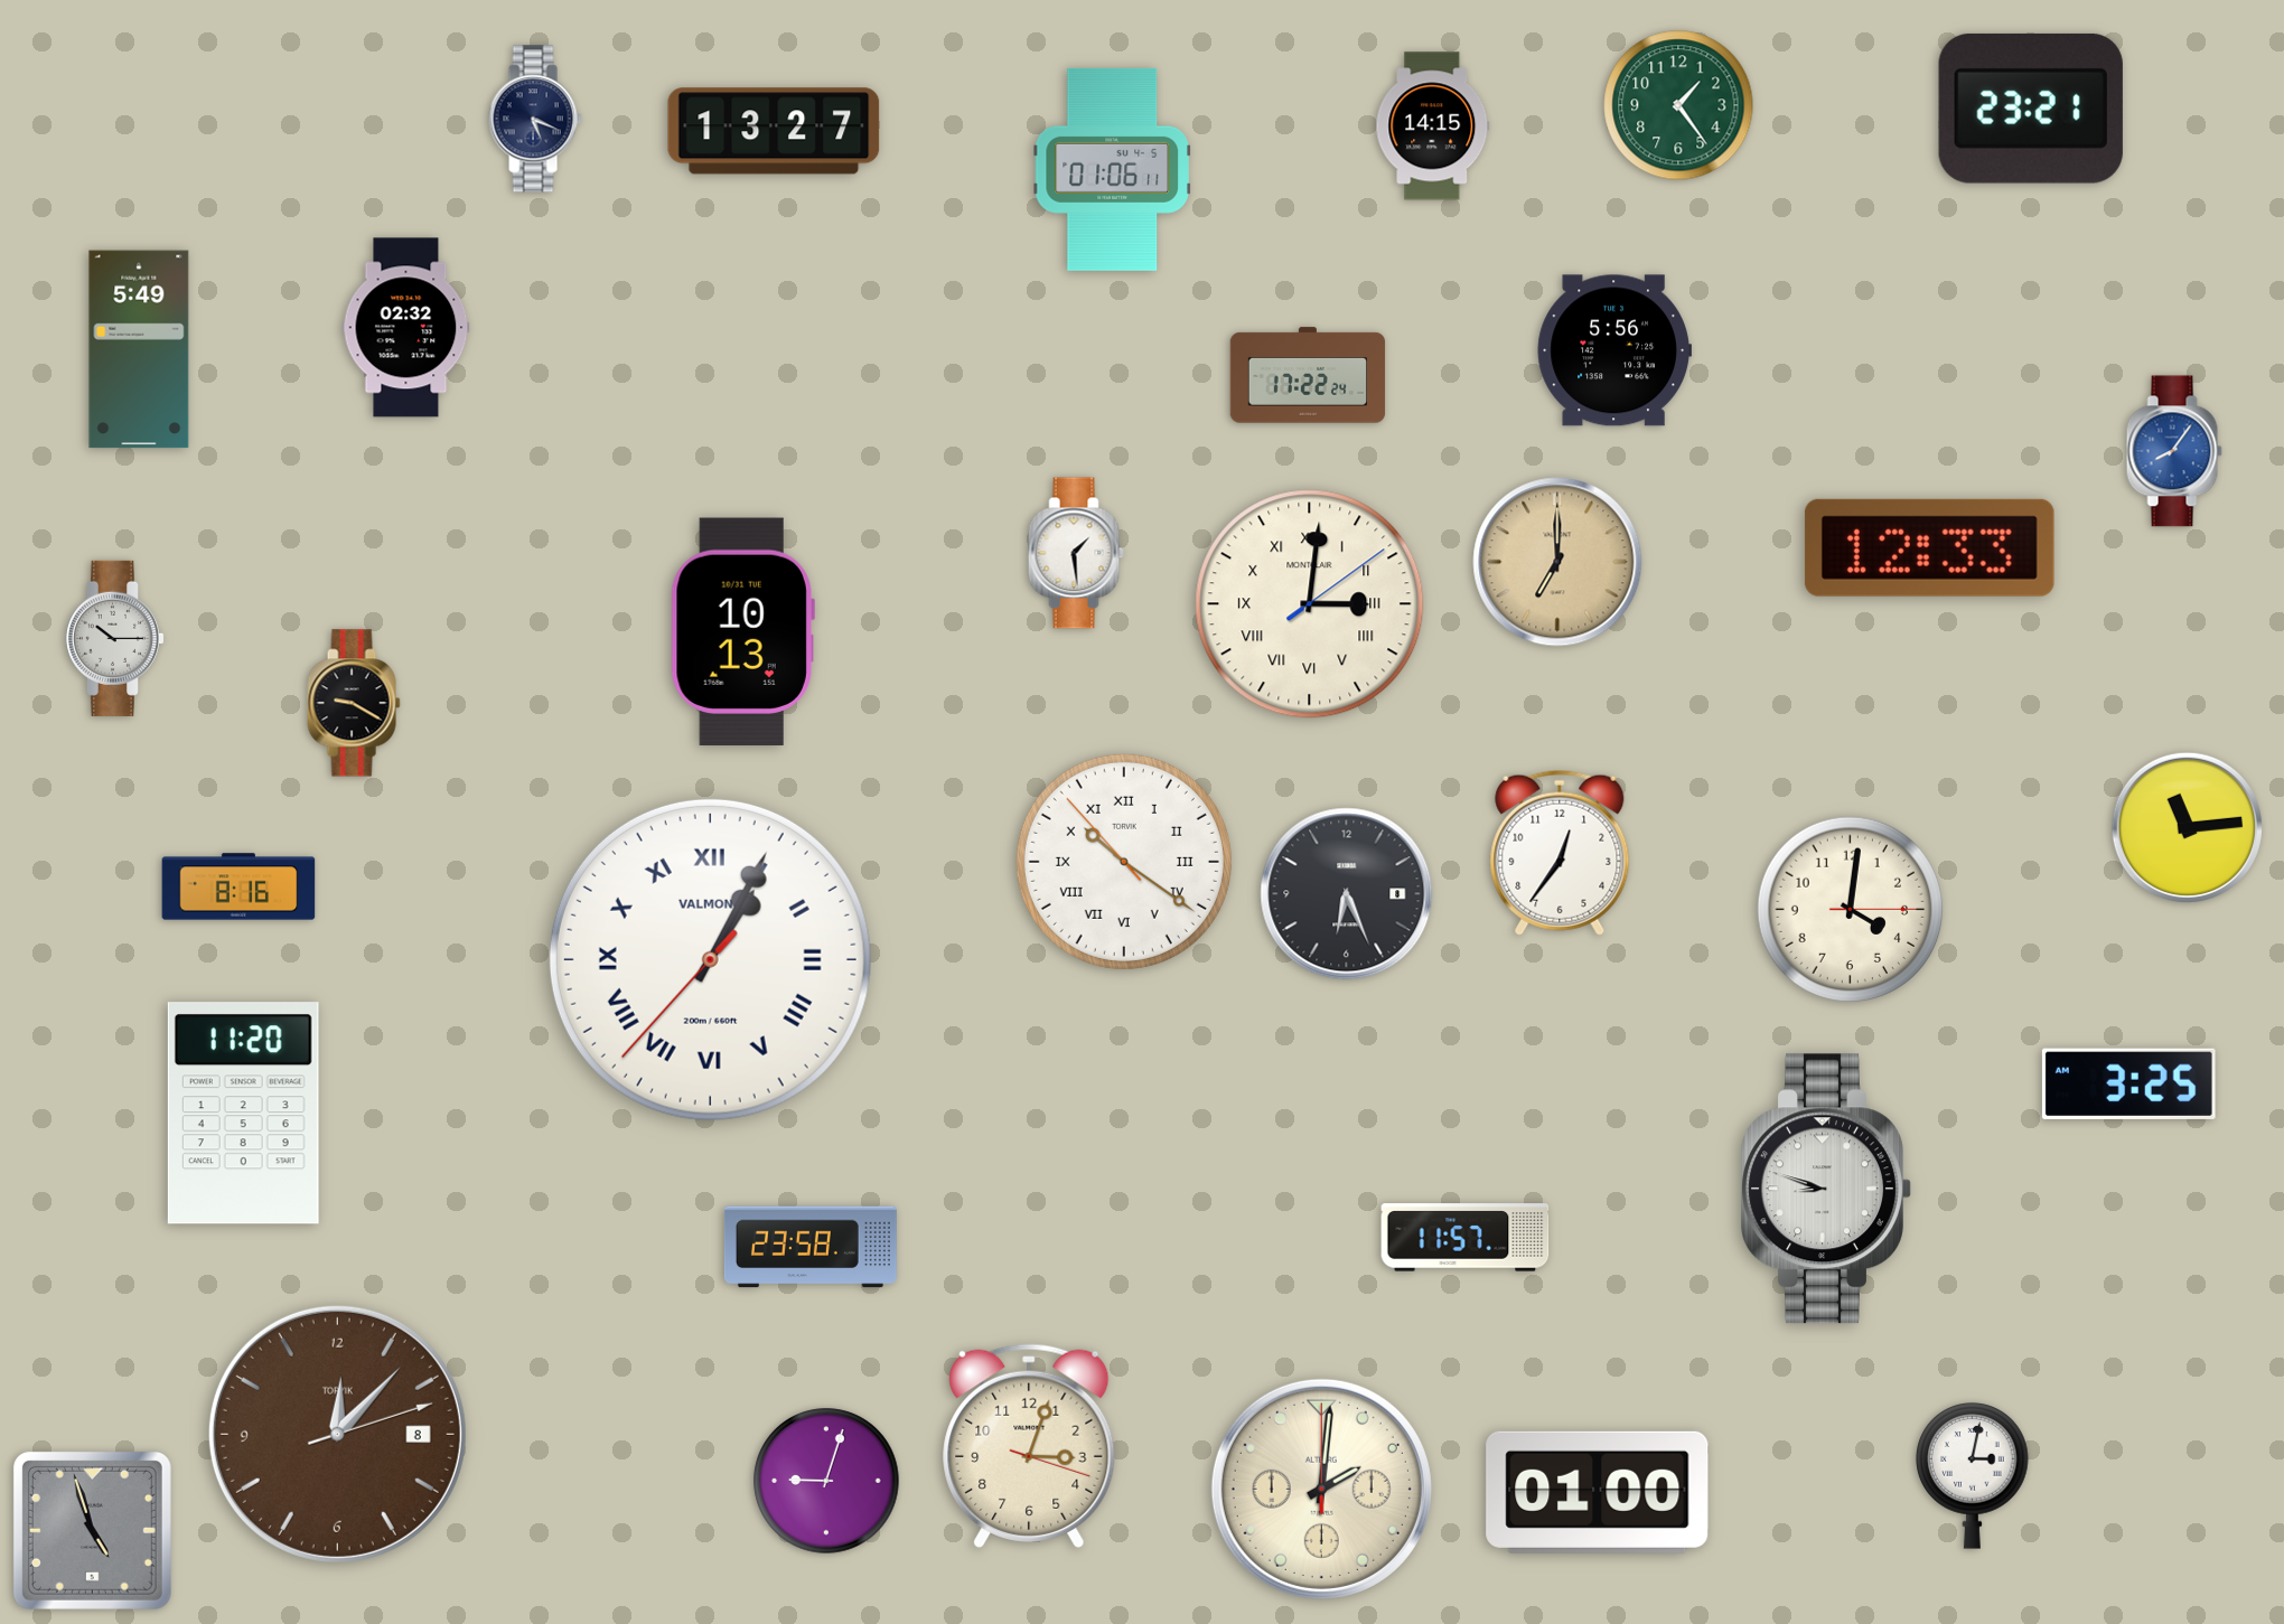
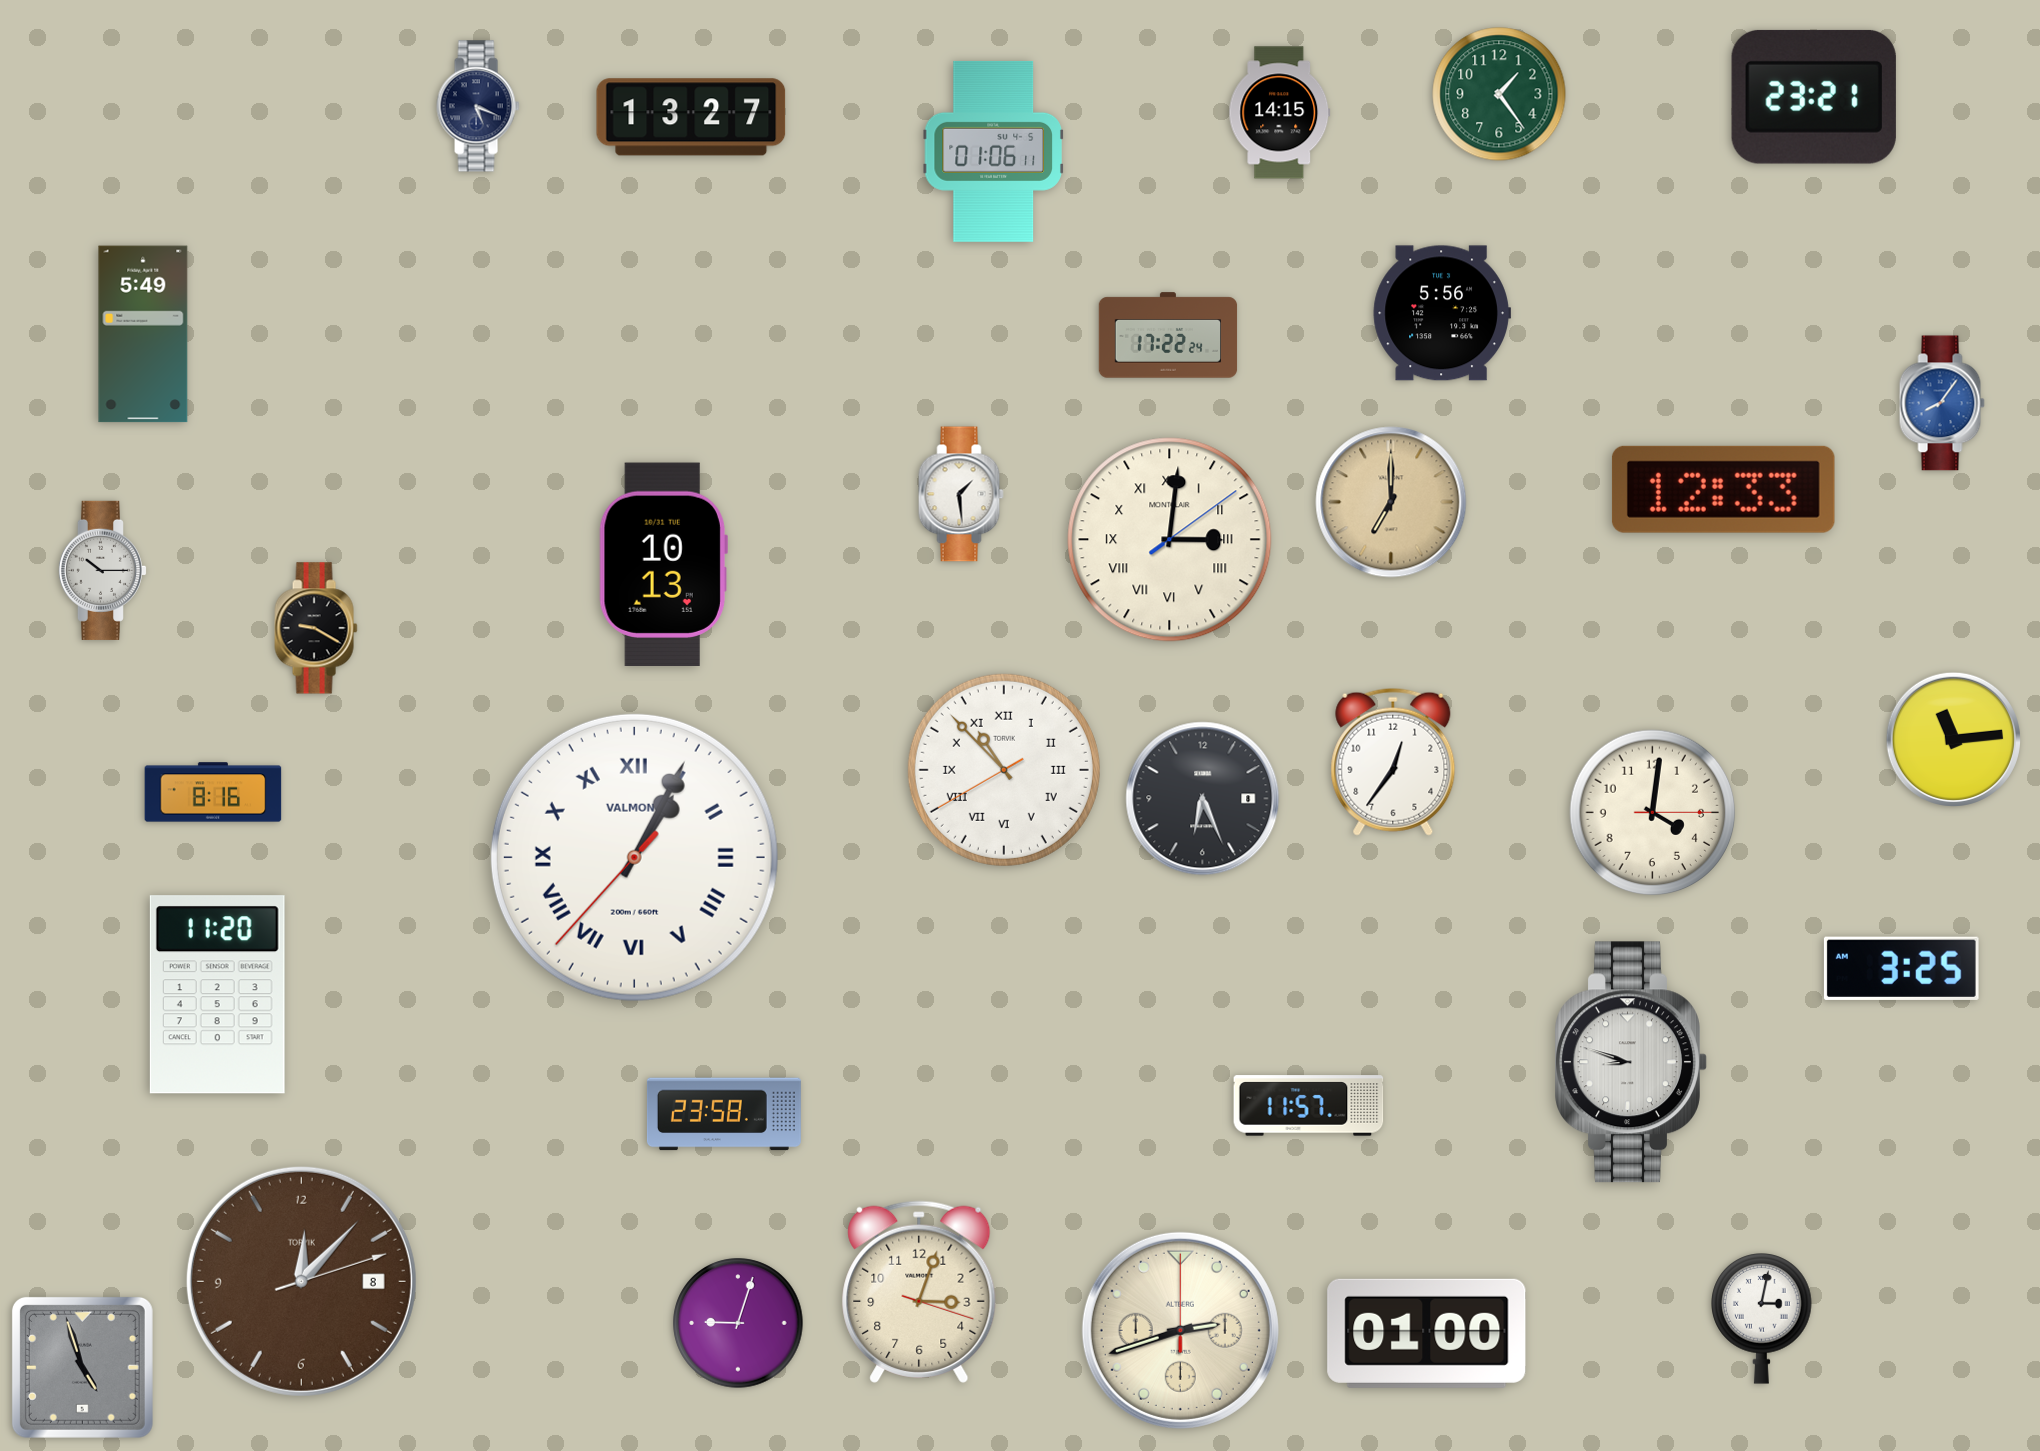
clock at (406, 328): 02:32 -> none
clock at (139, 349) position: (139, 349) -> (143, 334)
clock at (1124, 862): 10:20 -> 10:52
clock at (1321, 1489): 2:01 -> 2:42
